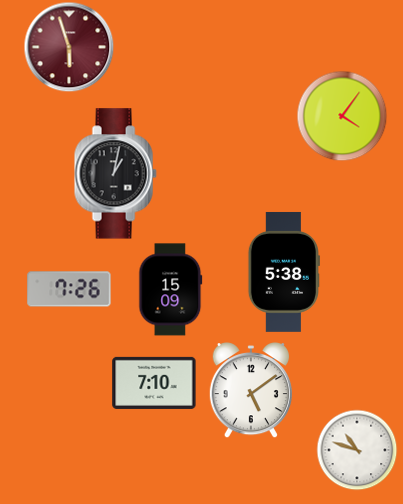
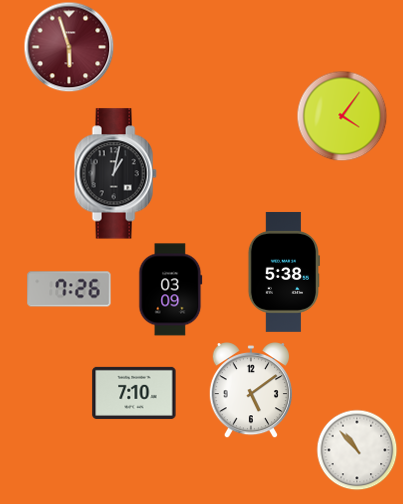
clock at (171, 290): 15:09 -> 03:09
clock at (154, 383) position: (154, 383) -> (134, 393)
clock at (357, 450): 10:48 -> 10:53
